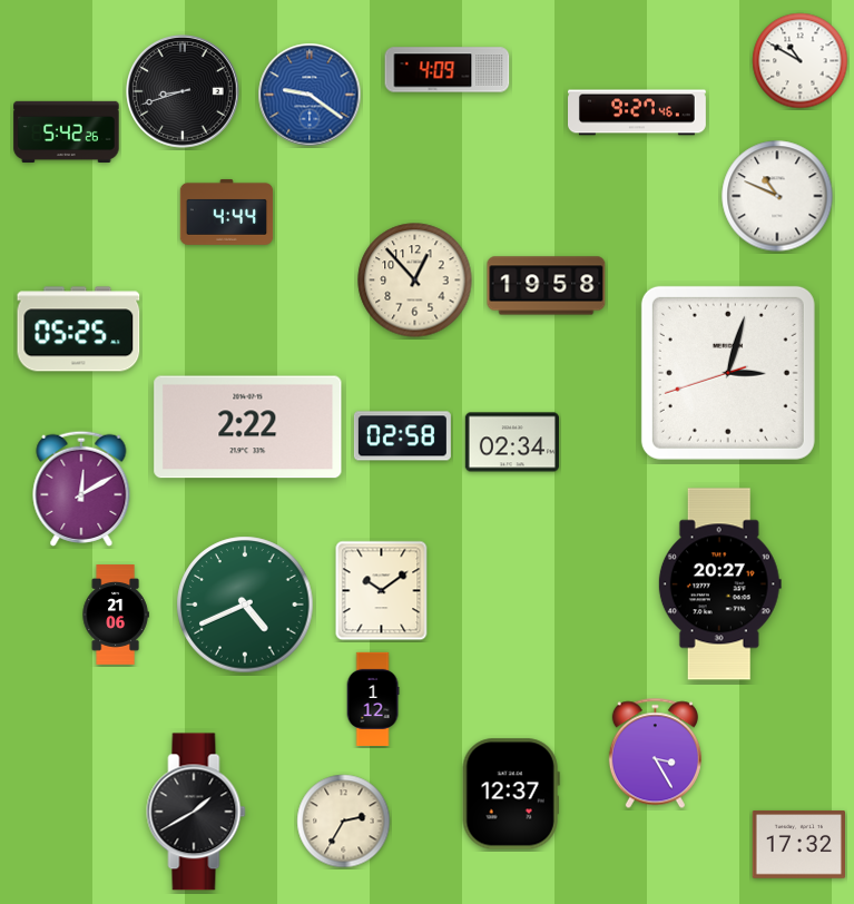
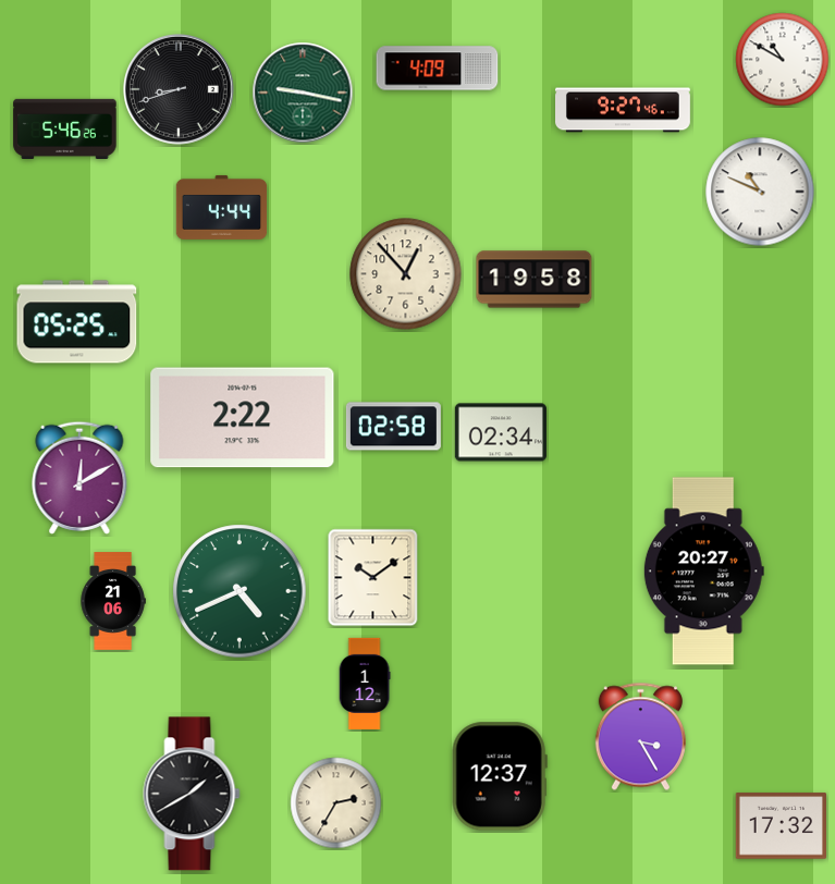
clock at (310, 95): 9:21 -> 9:17
clock at (310, 95) dial: blue -> green
clock at (67, 131): 5:42 -> 5:46
clock at (728, 373): 3:02 -> none
